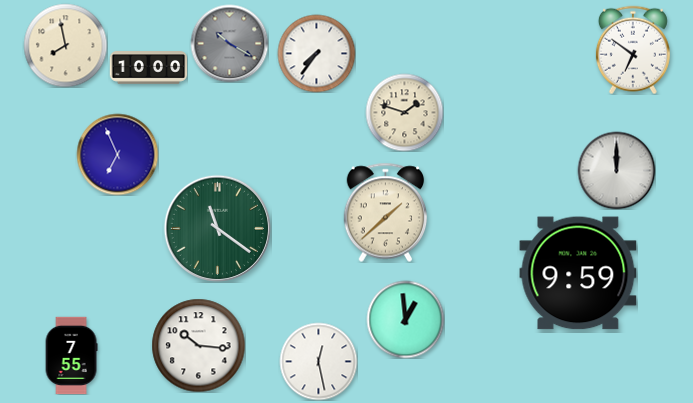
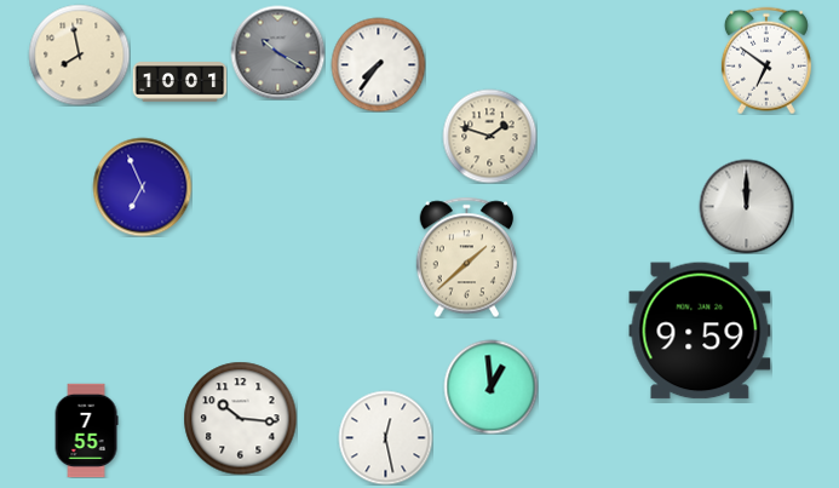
clock at (316, 53) position: (316, 53) -> (378, 64)
clock at (148, 68): 10:00 -> 10:01
clock at (217, 228): 11:21 -> none
